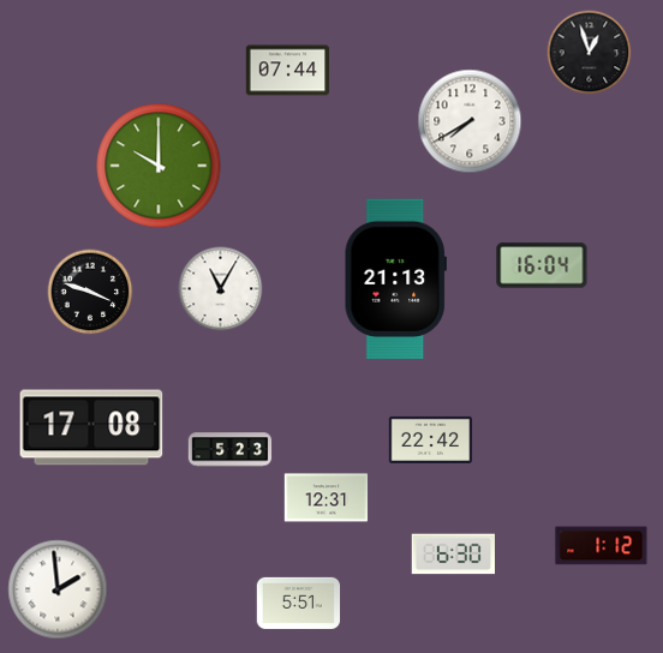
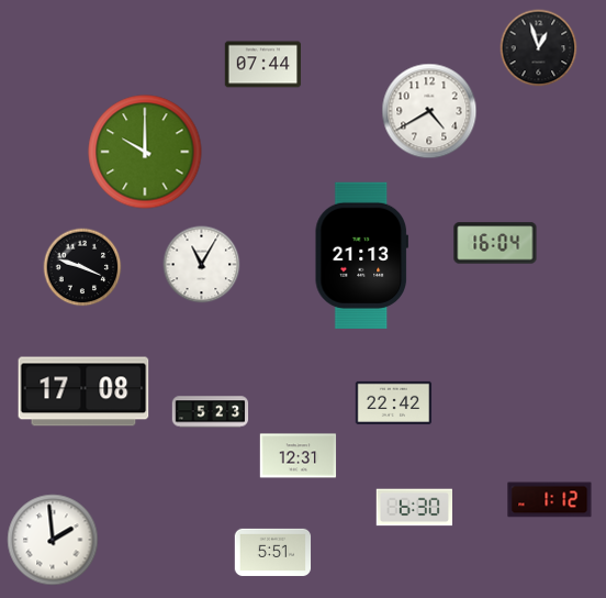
clock at (470, 121): 7:40 -> 4:40
